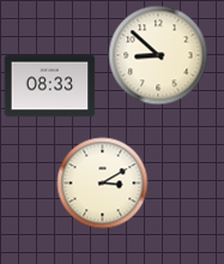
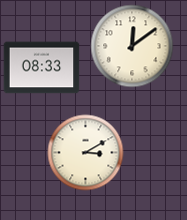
clock at (158, 55): 8:52 -> 12:09
clock at (50, 86) position: (50, 86) -> (42, 68)
